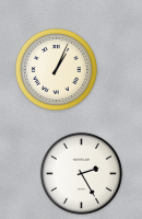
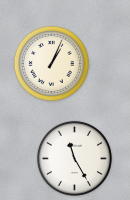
clock at (81, 173): 2:25 -> 11:25
